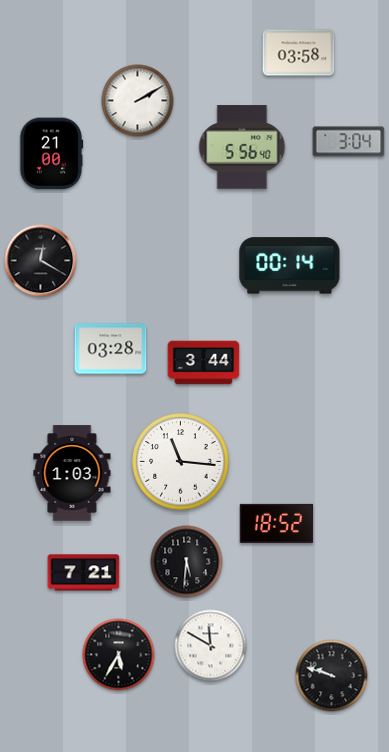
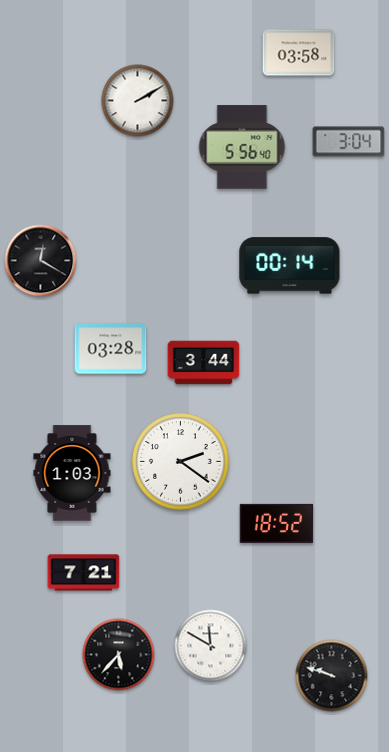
clock at (51, 154): 21:00 -> none
clock at (181, 462): 11:16 -> 2:21
clock at (187, 562): 5:31 -> none
clock at (119, 655): 5:35 -> 5:37
